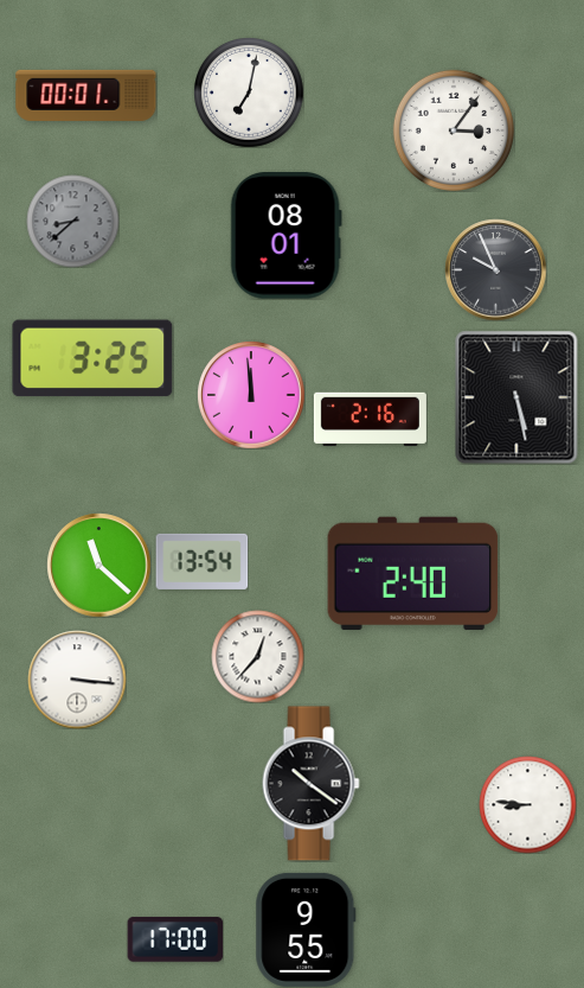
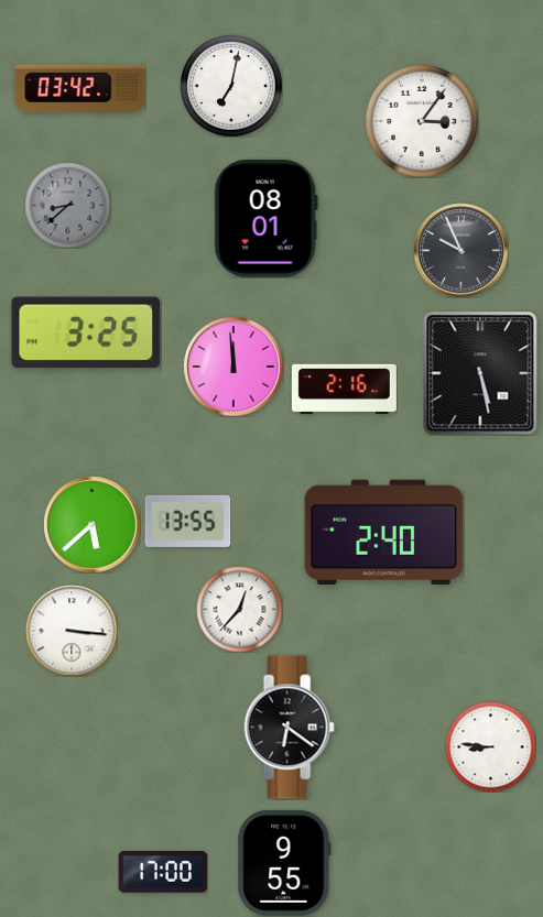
clock at (86, 95): 00:01 -> 03:42
clock at (516, 397) position: (516, 397) -> (480, 373)
clock at (201, 561): 13:54 -> 13:55
clock at (98, 565): 11:22 -> 5:38
clock at (310, 784): 10:21 -> 6:21
